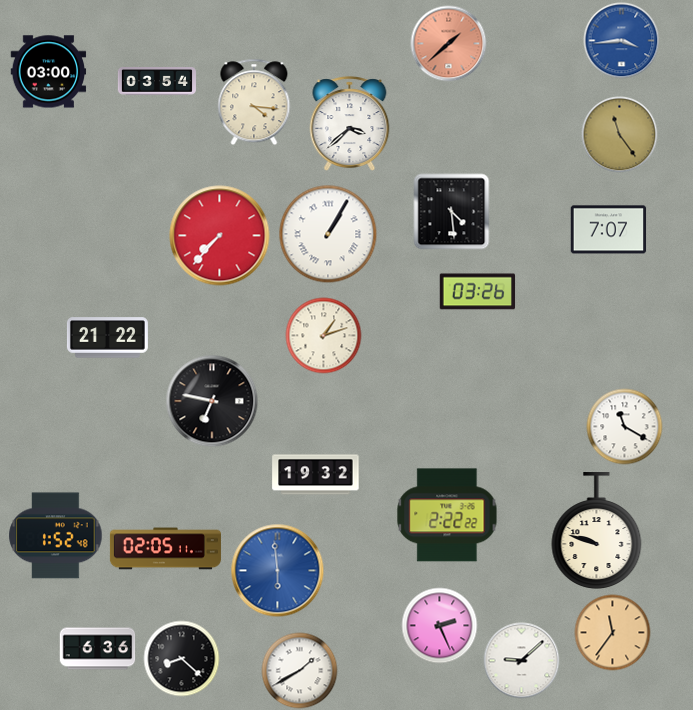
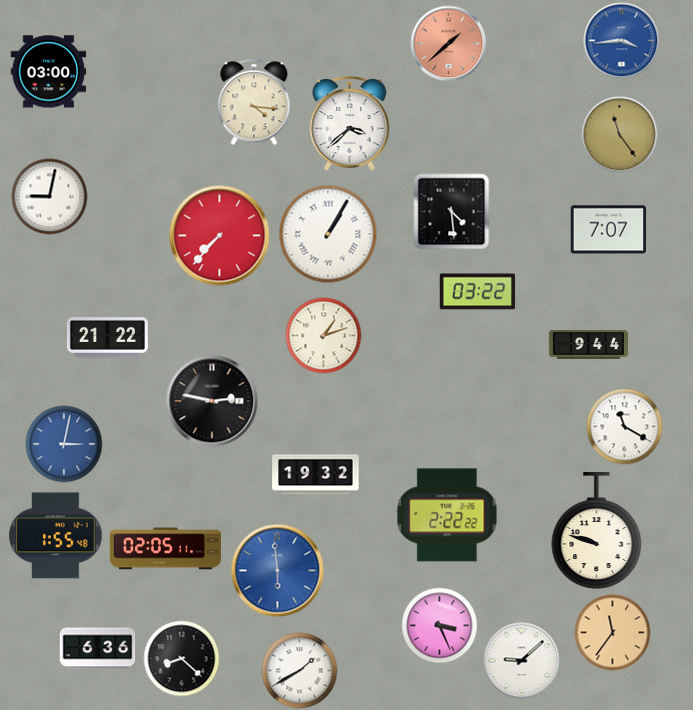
clock at (157, 82): 03:54 -> none
clock at (50, 197): none -> 9:02
clock at (478, 292): 03:26 -> 03:22
clock at (588, 345): none -> 9:44
clock at (212, 401): 6:47 -> 2:47
clock at (64, 444): none -> 3:02
clock at (56, 536): 1:52 -> 1:55
clock at (440, 626): 2:26 -> 3:26
